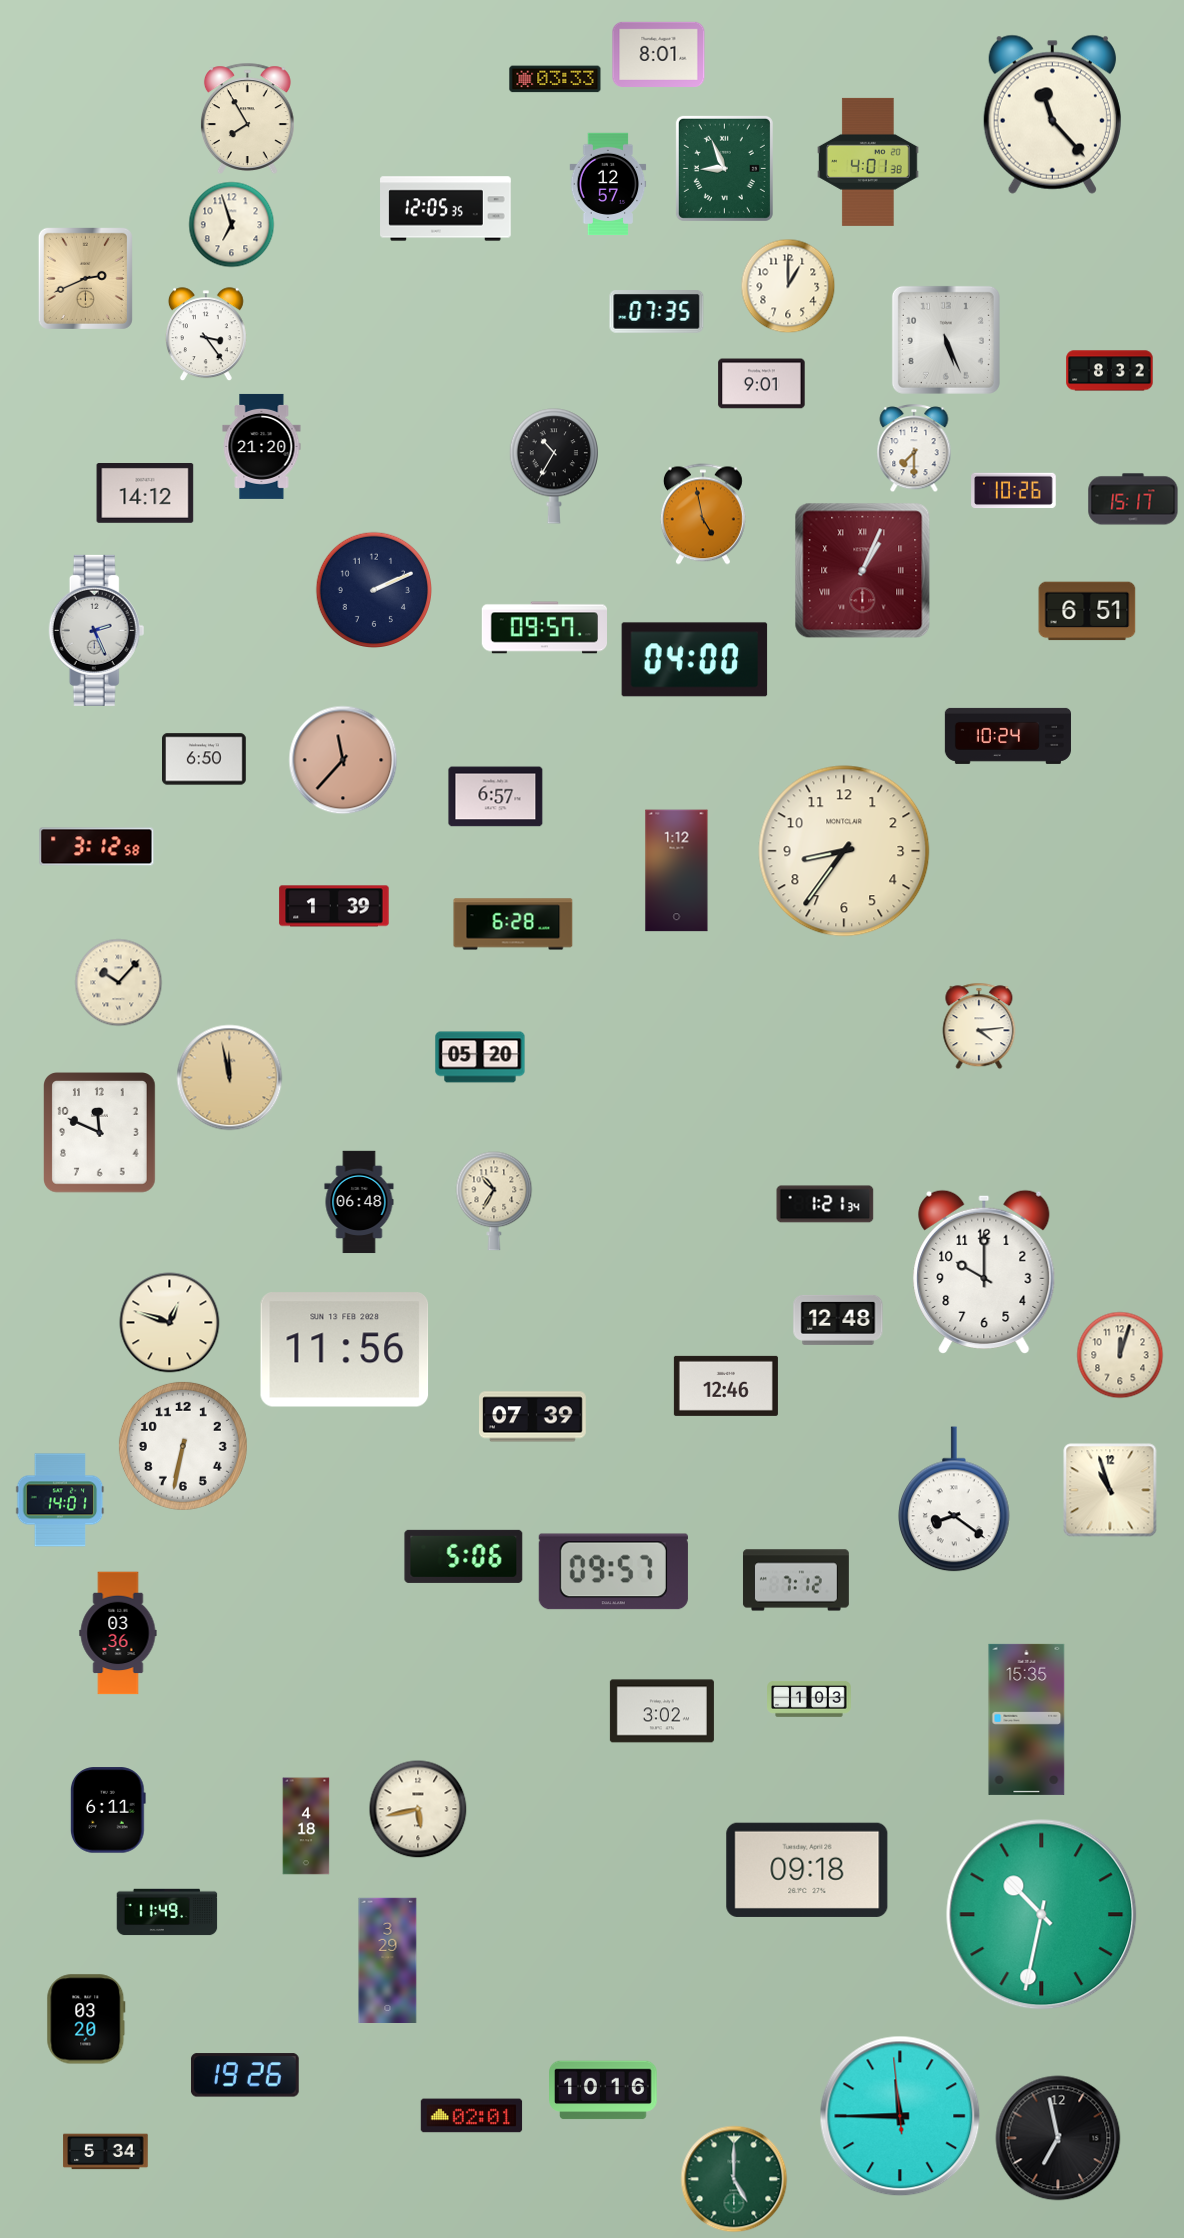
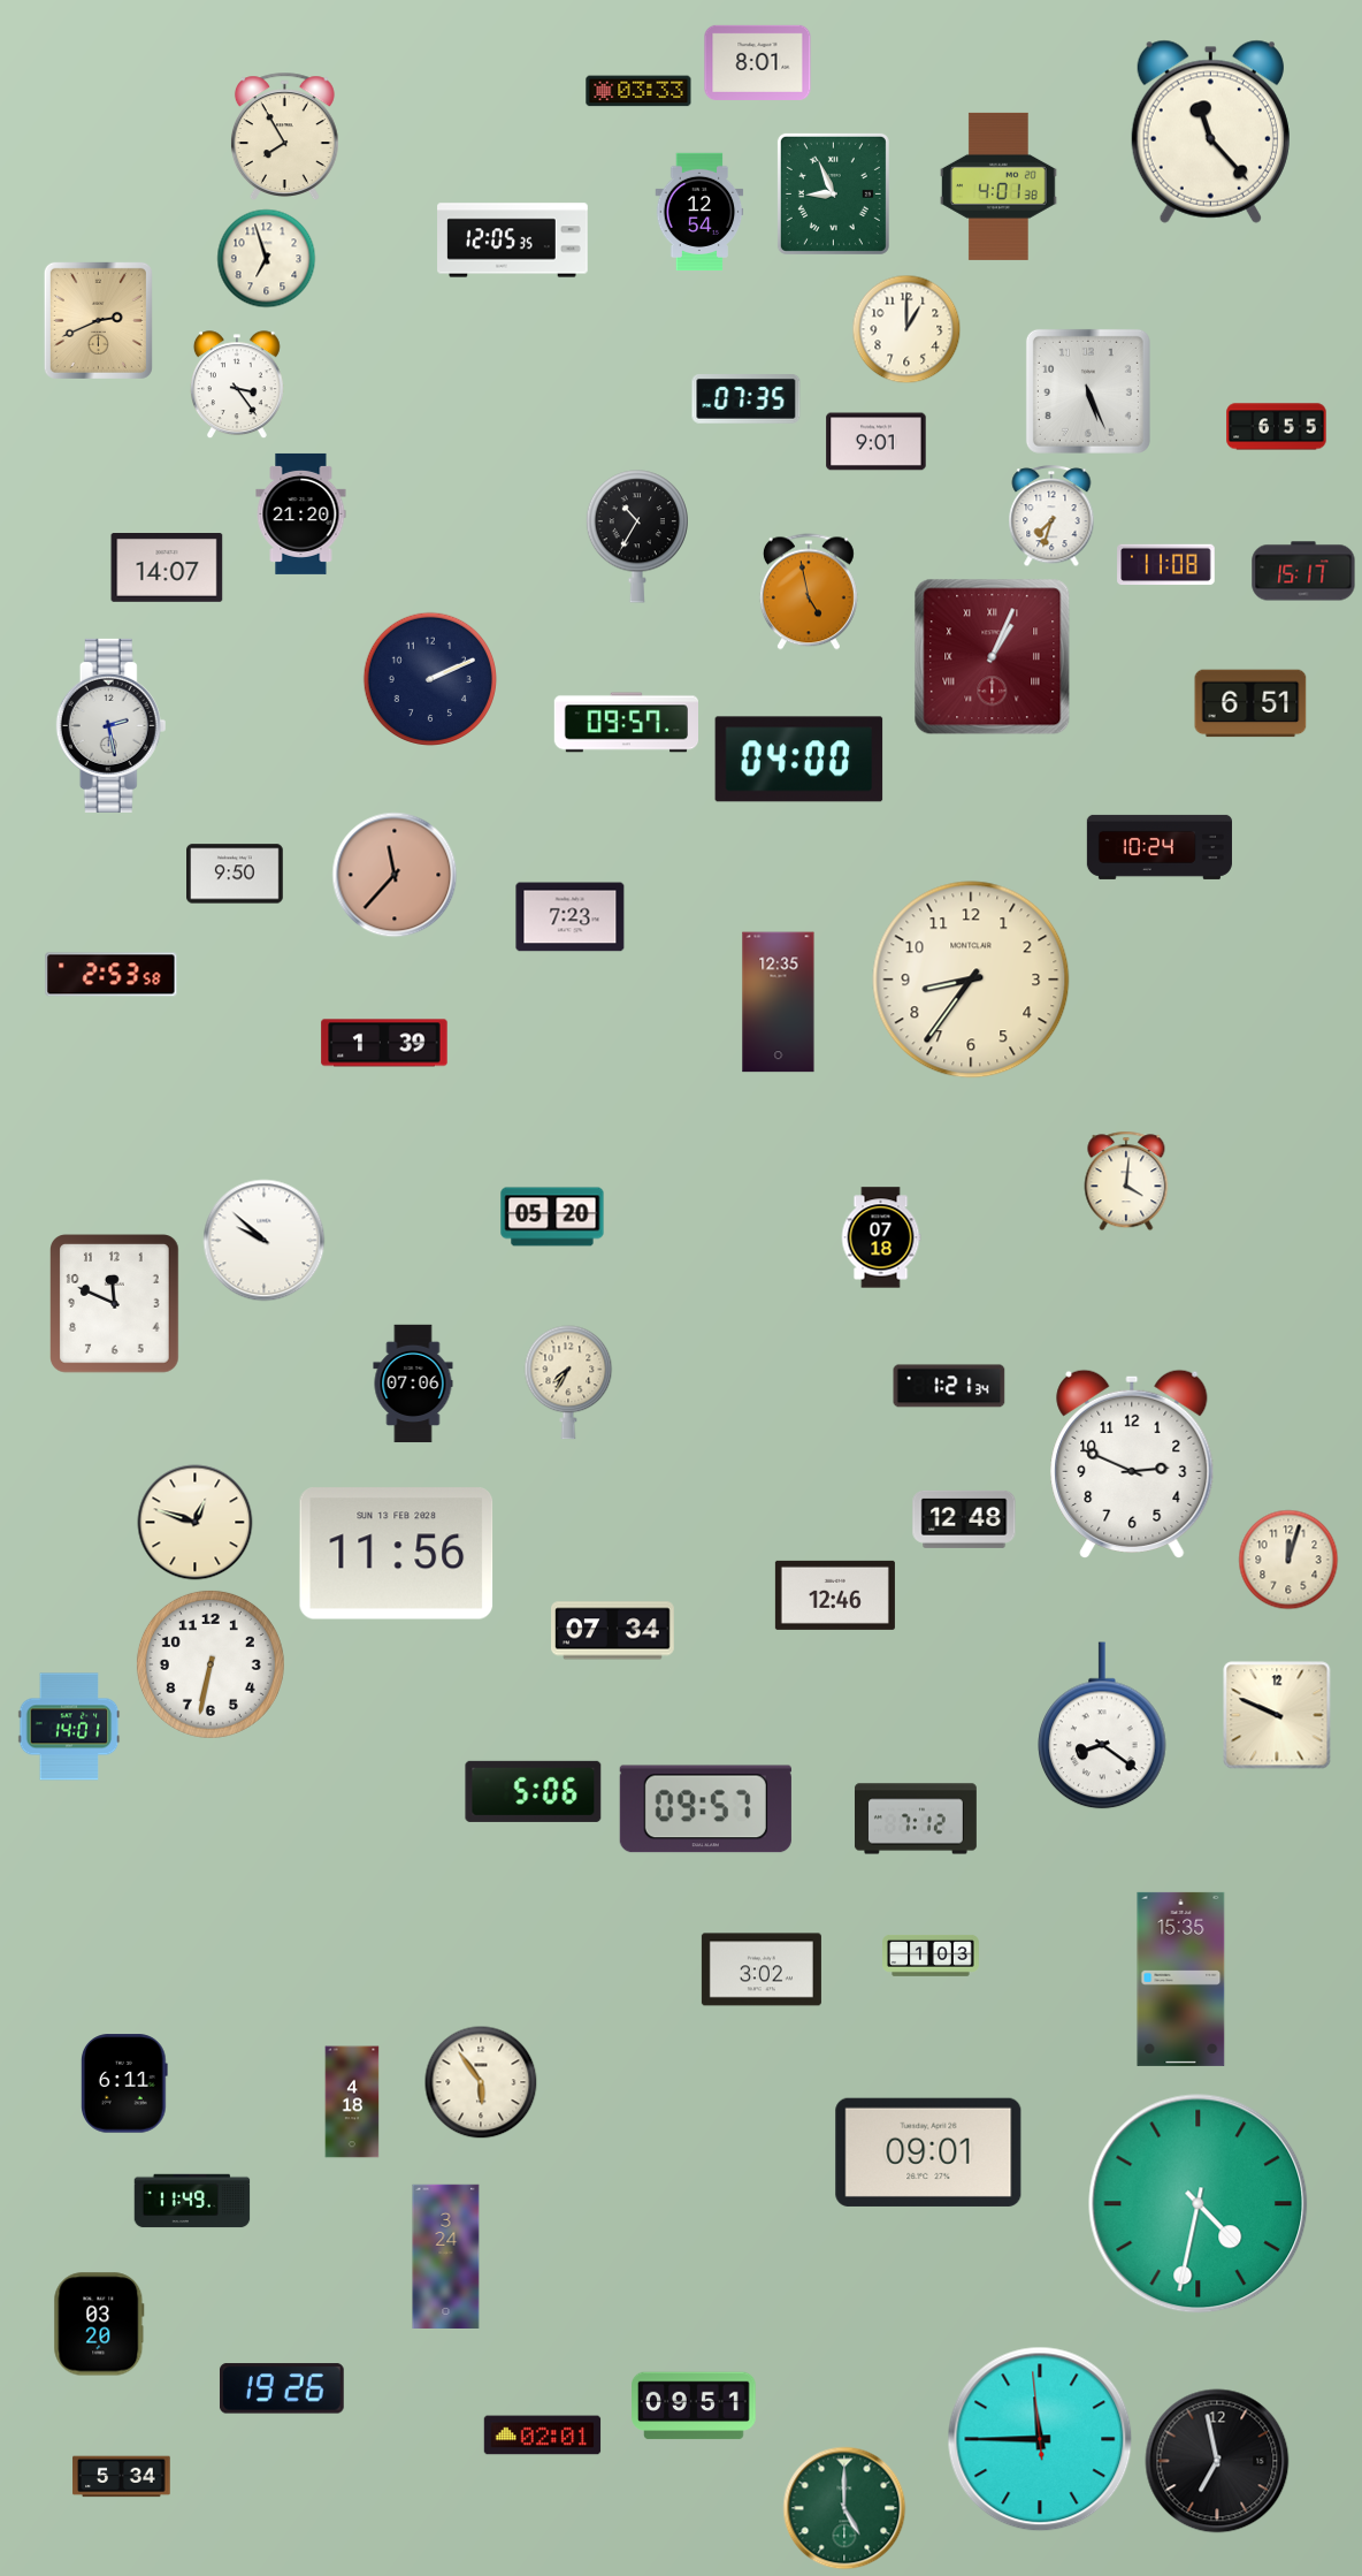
clock at (608, 184): 12:57 -> 12:54
clock at (657, 312) position: (657, 312) -> (747, 399)
clock at (1110, 371): 8:32 -> 6:55
clock at (914, 449): 7:30 -> 7:33
clock at (1014, 491): 10:26 -> 11:08
clock at (145, 494): 14:12 -> 14:07
clock at (1133, 499) position: (1133, 499) -> (1303, 571)
clock at (97, 630): 2:26 -> 2:28
clock at (205, 759): 6:50 -> 9:50
clock at (496, 797): 6:57 -> 7:23
clock at (97, 847): 3:12 -> 2:53
clock at (677, 871): 1:12 -> 12:35
clock at (513, 924): 6:28 -> none
clock at (119, 983): 10:07 -> none
clock at (979, 1026): 4:14 -> 4:01
clock at (881, 1237): none -> 07:18
clock at (230, 1078): 11:58 -> 9:52
clock at (230, 1078) dial: champagne -> white
clock at (494, 1201): 10:35 -> 7:35
clock at (359, 1202): 06:48 -> 07:06
clock at (984, 1271): 10:00 -> 2:49
clock at (533, 1417): 07:39 -> 07:34
clock at (1110, 1490): 10:57 -> 9:49
clock at (954, 1499) position: (954, 1499) -> (1102, 1725)
clock at (118, 1633): 03:36 -> none
clock at (418, 1809): 5:43 -> 5:54
clock at (807, 1870): 09:18 -> 09:01
clock at (1042, 1915): 10:32 -> 4:32
clock at (388, 1960): 3:29 -> 3:24
clock at (603, 2090): 10:16 -> 09:51
clock at (900, 2116) position: (900, 2116) -> (1040, 2439)
